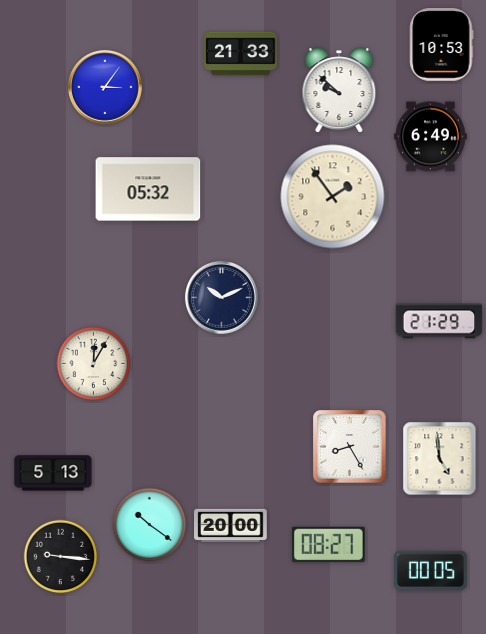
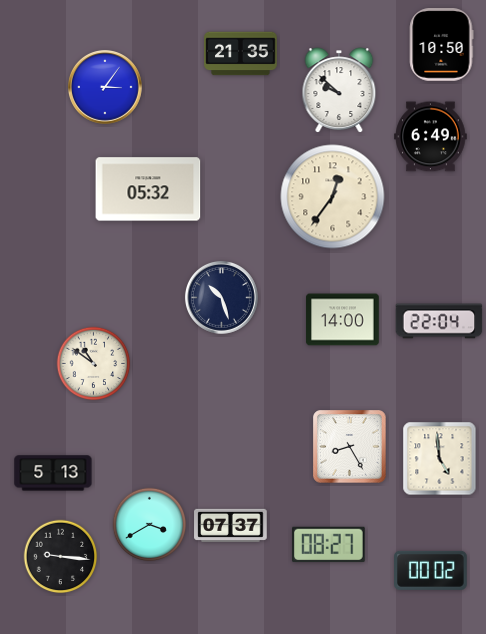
clock at (442, 45): 10:53 -> 10:50
clock at (241, 54): 21:33 -> 21:35
clock at (333, 197): 1:54 -> 12:36
clock at (221, 297): 10:11 -> 10:27
clock at (343, 320): none -> 14:00
clock at (439, 321): 21:29 -> 22:04
clock at (94, 364): 12:05 -> 10:51
clock at (150, 525): 10:21 -> 3:40
clock at (231, 525): 20:00 -> 07:37
clock at (431, 570): 00:05 -> 00:02
